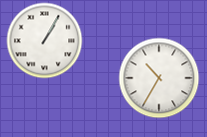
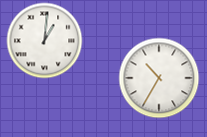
clock at (45, 41): 1:05 -> 1:01
